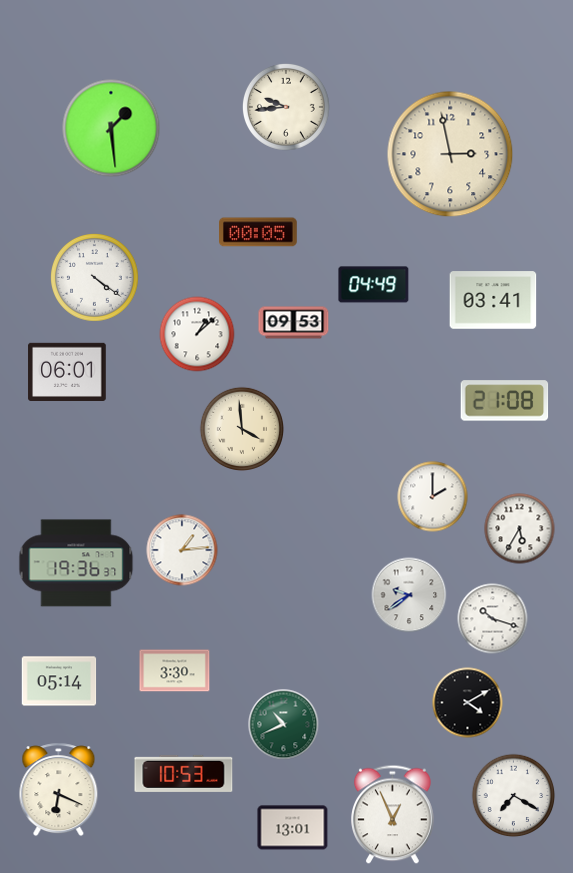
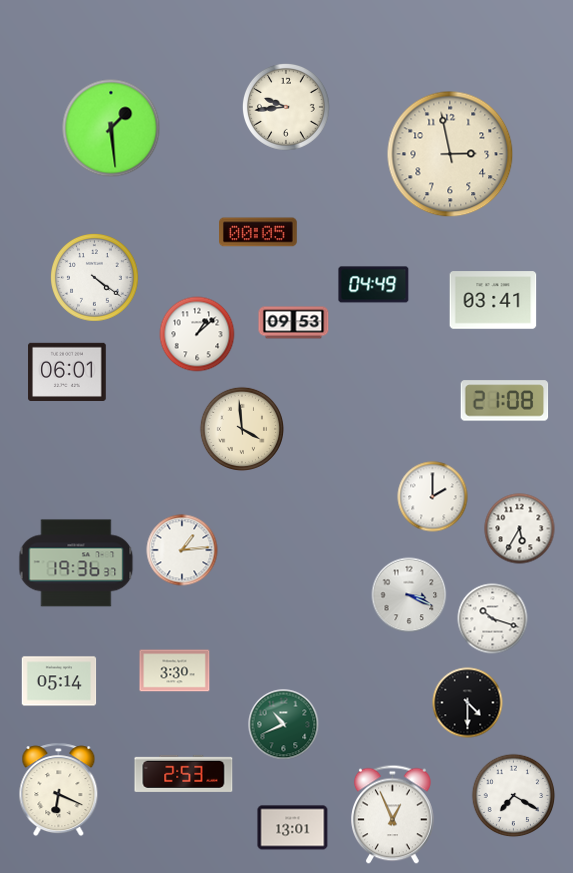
clock at (409, 595): 9:39 -> 3:19
clock at (468, 703): 4:10 -> 4:30
clock at (184, 773): 10:53 -> 2:53
